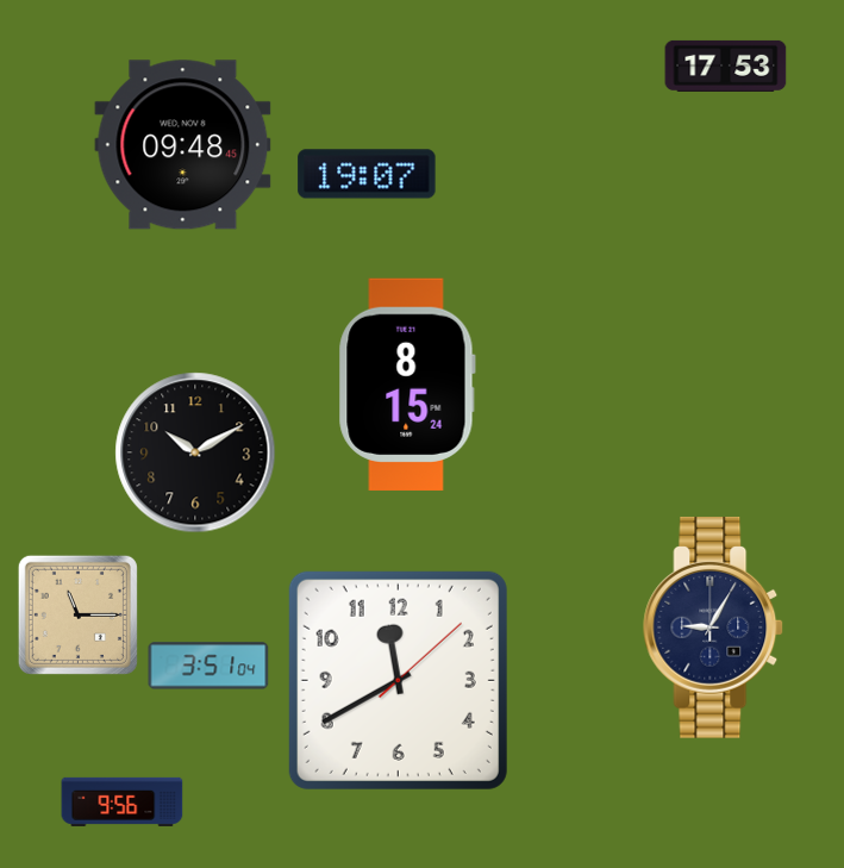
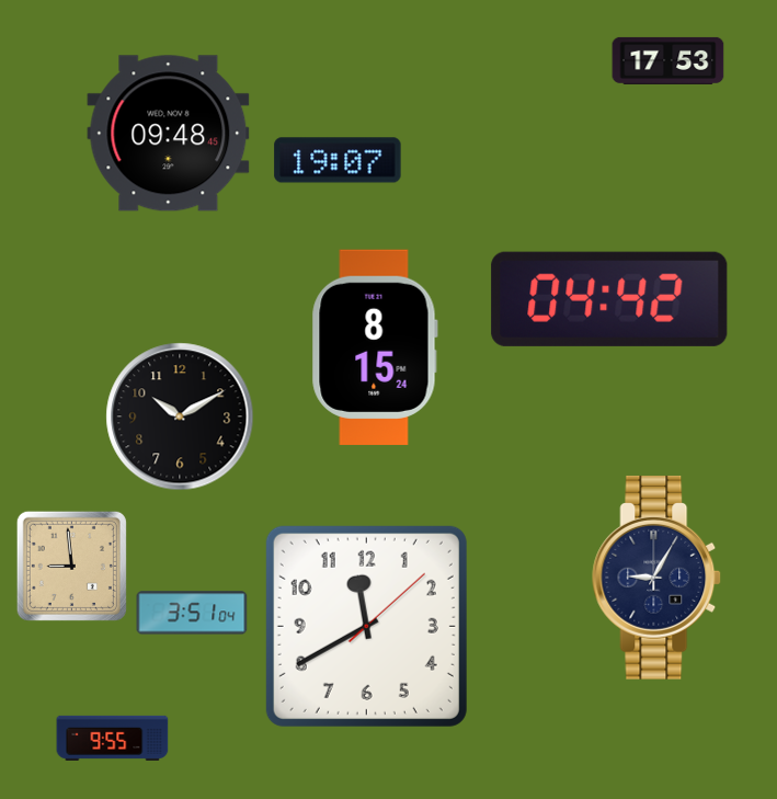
clock at (609, 299): none -> 04:42
clock at (407, 385) position: (407, 385) -> (375, 347)
clock at (77, 614): 11:15 -> 8:59
clock at (123, 801): 9:56 -> 9:55
